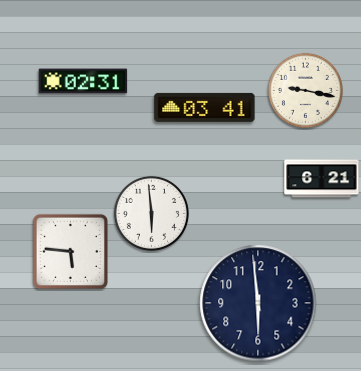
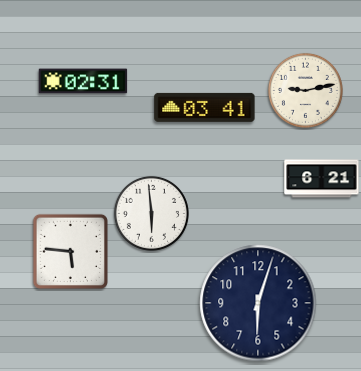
clock at (305, 90): 9:17 -> 9:13
clock at (258, 303): 5:59 -> 6:03
